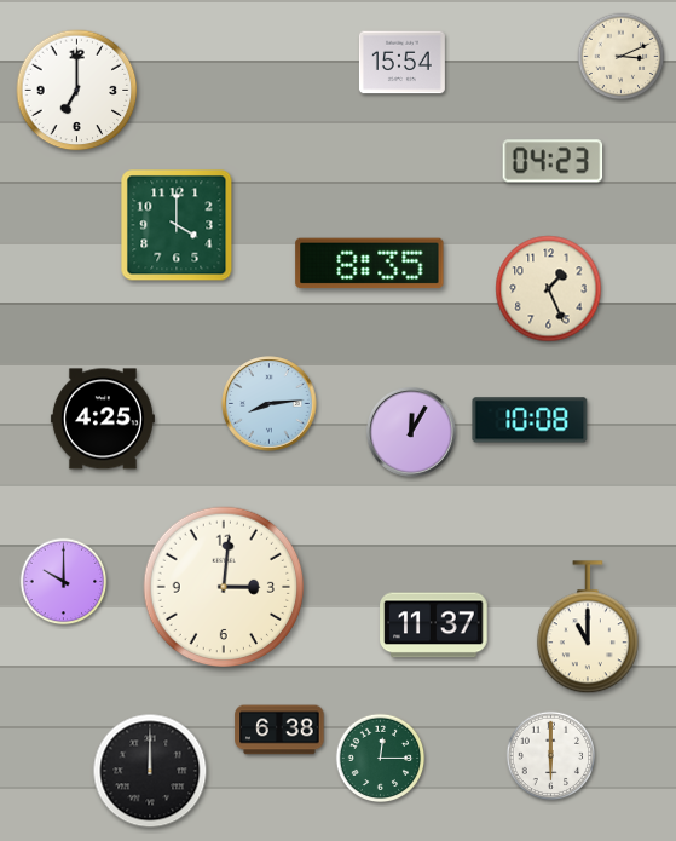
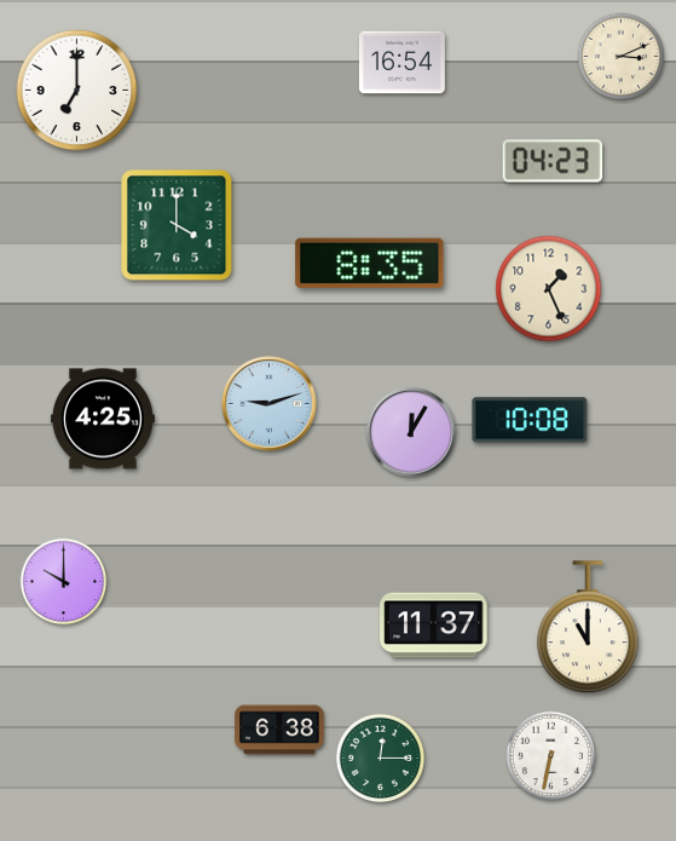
clock at (401, 63): 15:54 -> 16:54
clock at (270, 404): 8:14 -> 9:12
clock at (224, 587): 3:01 -> none
clock at (551, 756): 6:00 -> 6:32
clock at (150, 771): 12:00 -> none
